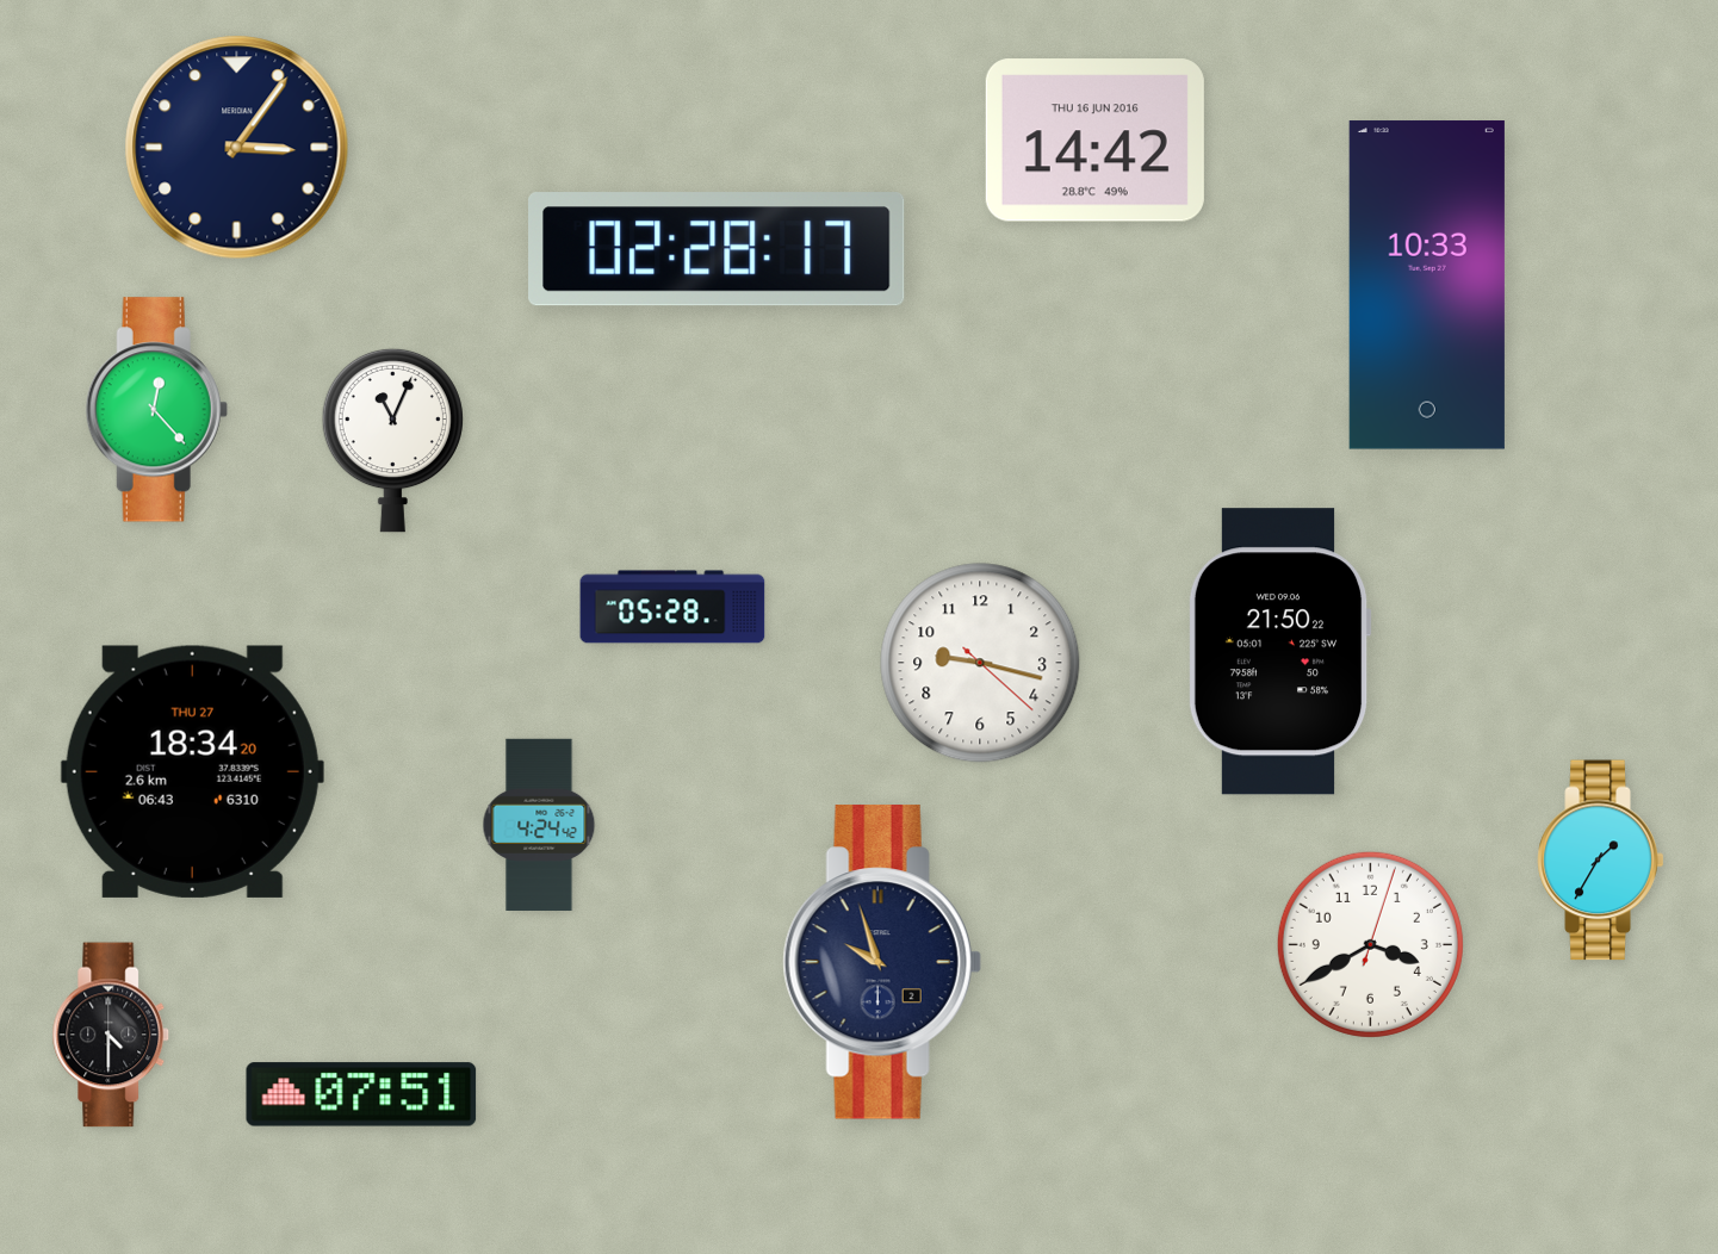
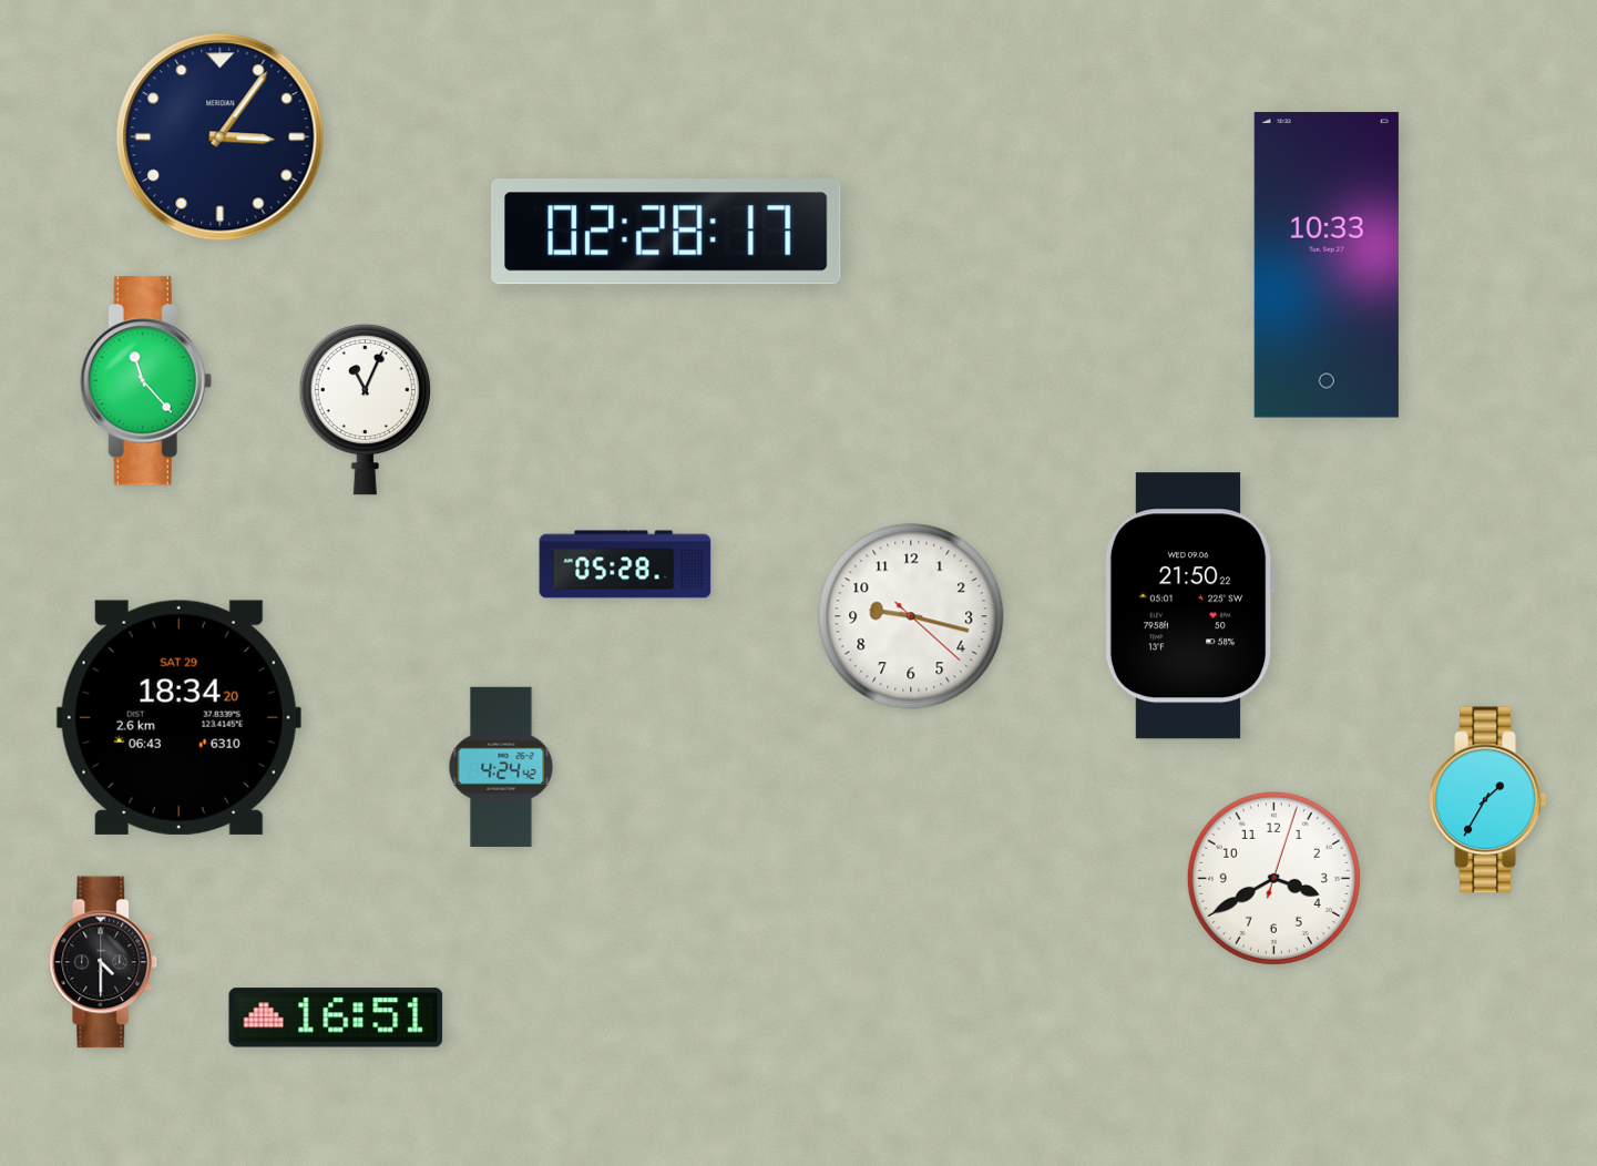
clock at (1094, 141): 14:42 -> none
clock at (156, 410): 12:23 -> 11:23
clock at (192, 771) date: THU 27 -> SAT 29
clock at (882, 962): 9:57 -> none
clock at (361, 1094): 07:51 -> 16:51
